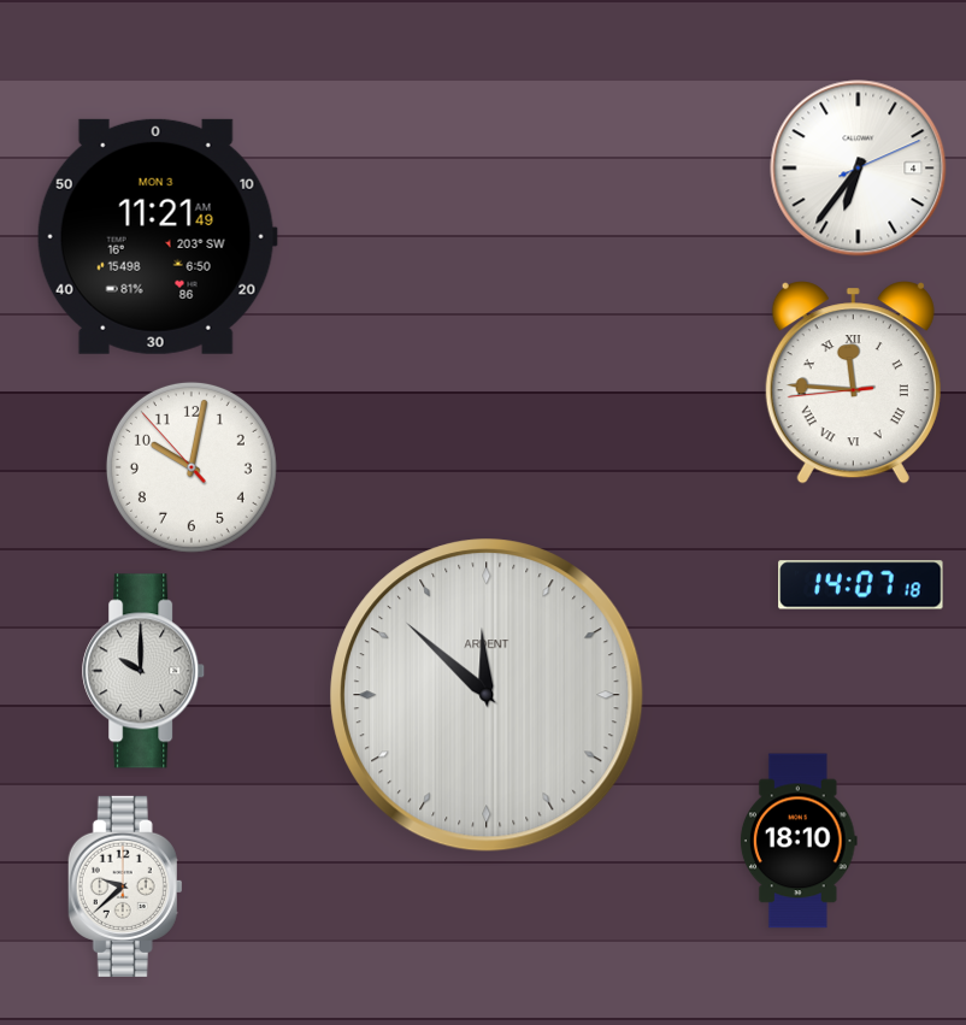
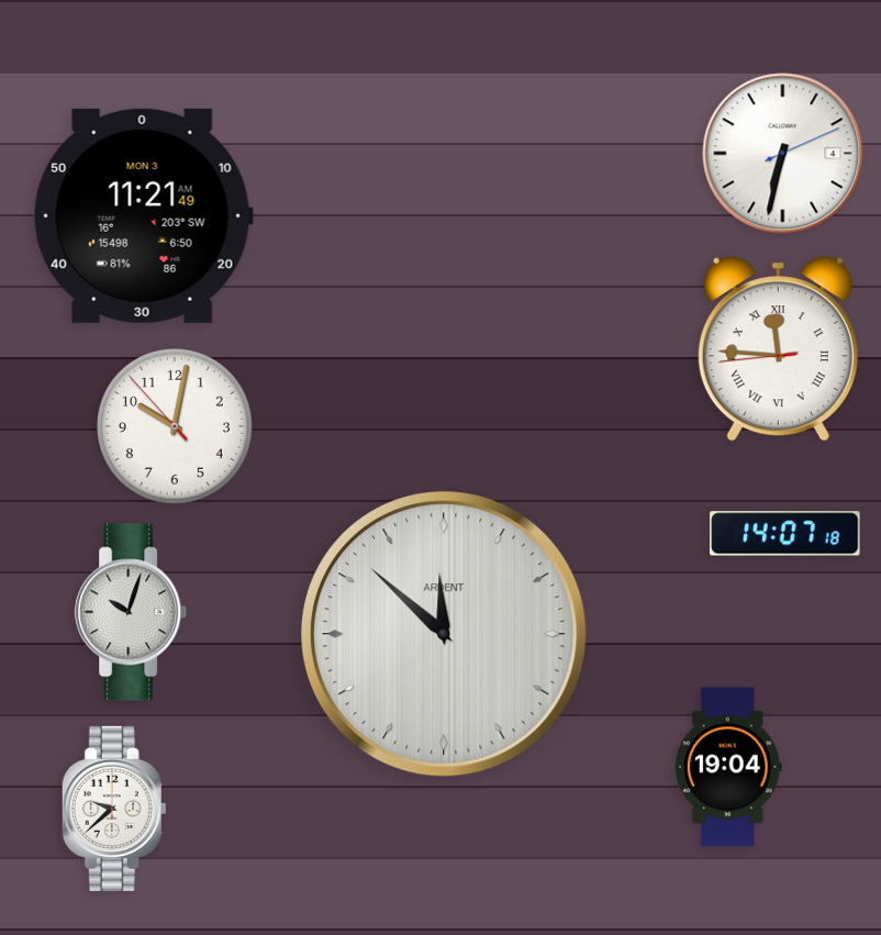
clock at (859, 169): 6:36 -> 6:32
clock at (145, 671): 10:00 -> 10:03
clock at (799, 841): 18:10 -> 19:04
